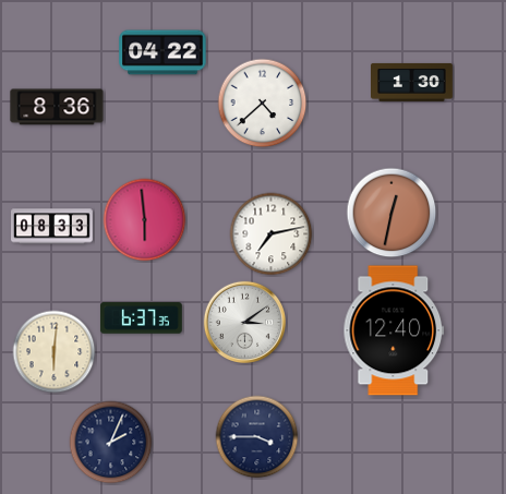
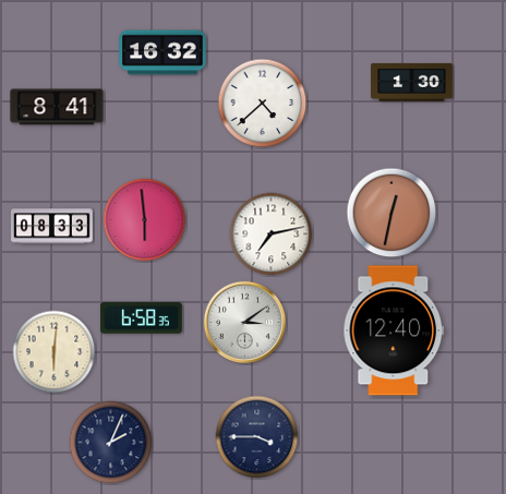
clock at (162, 52): 04:22 -> 16:32
clock at (57, 107): 8:36 -> 8:41
clock at (141, 318): 6:37 -> 6:58
